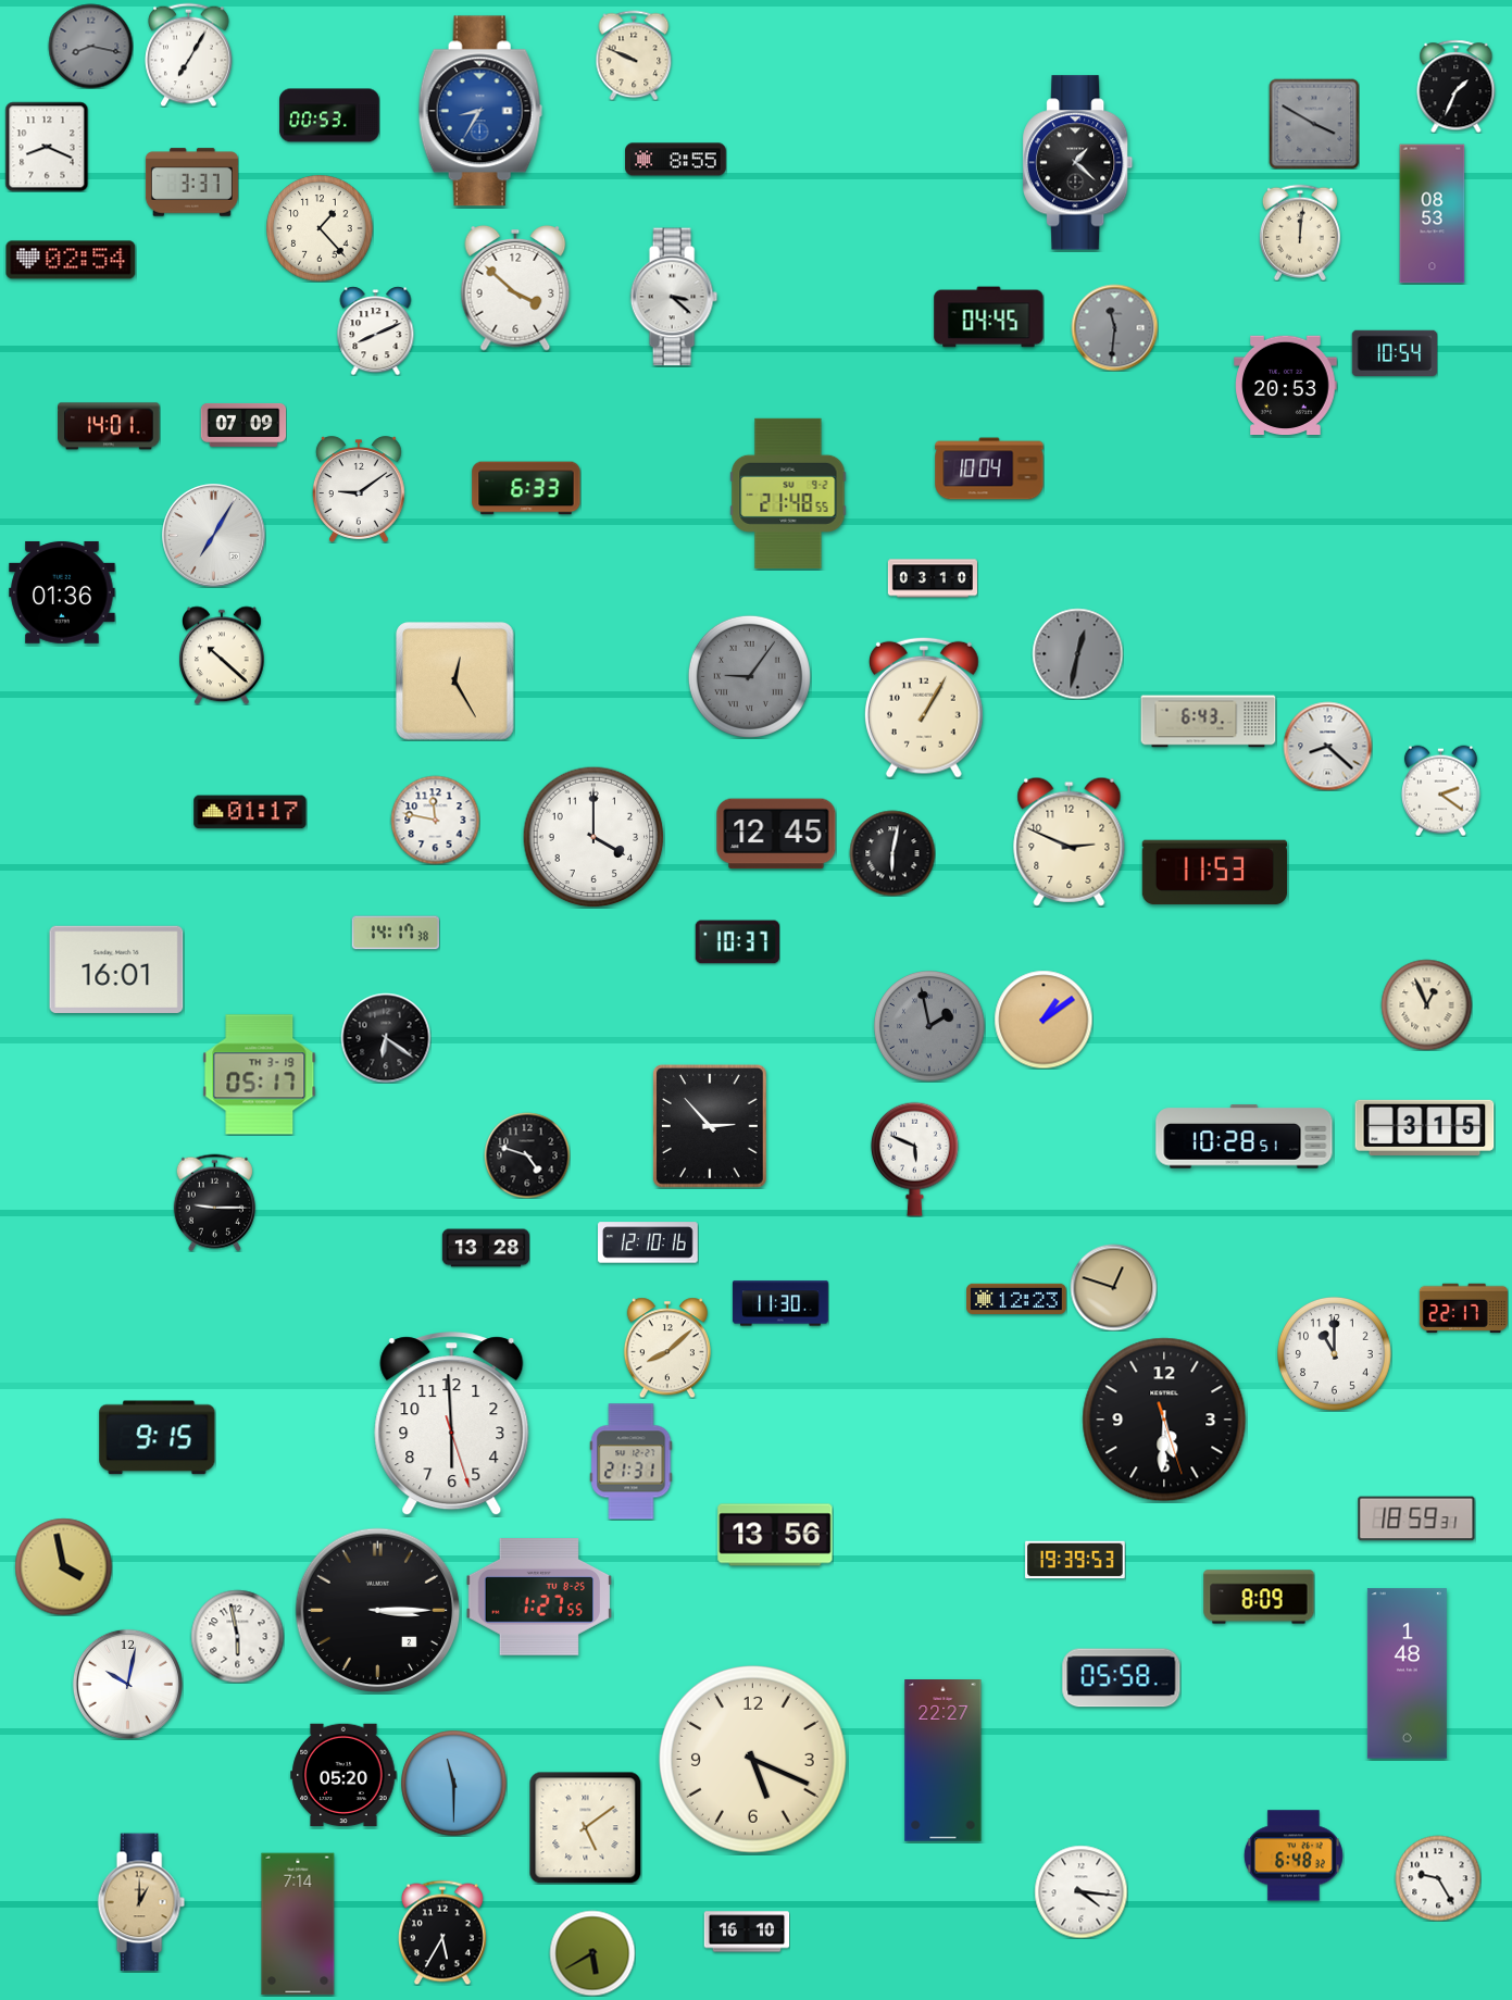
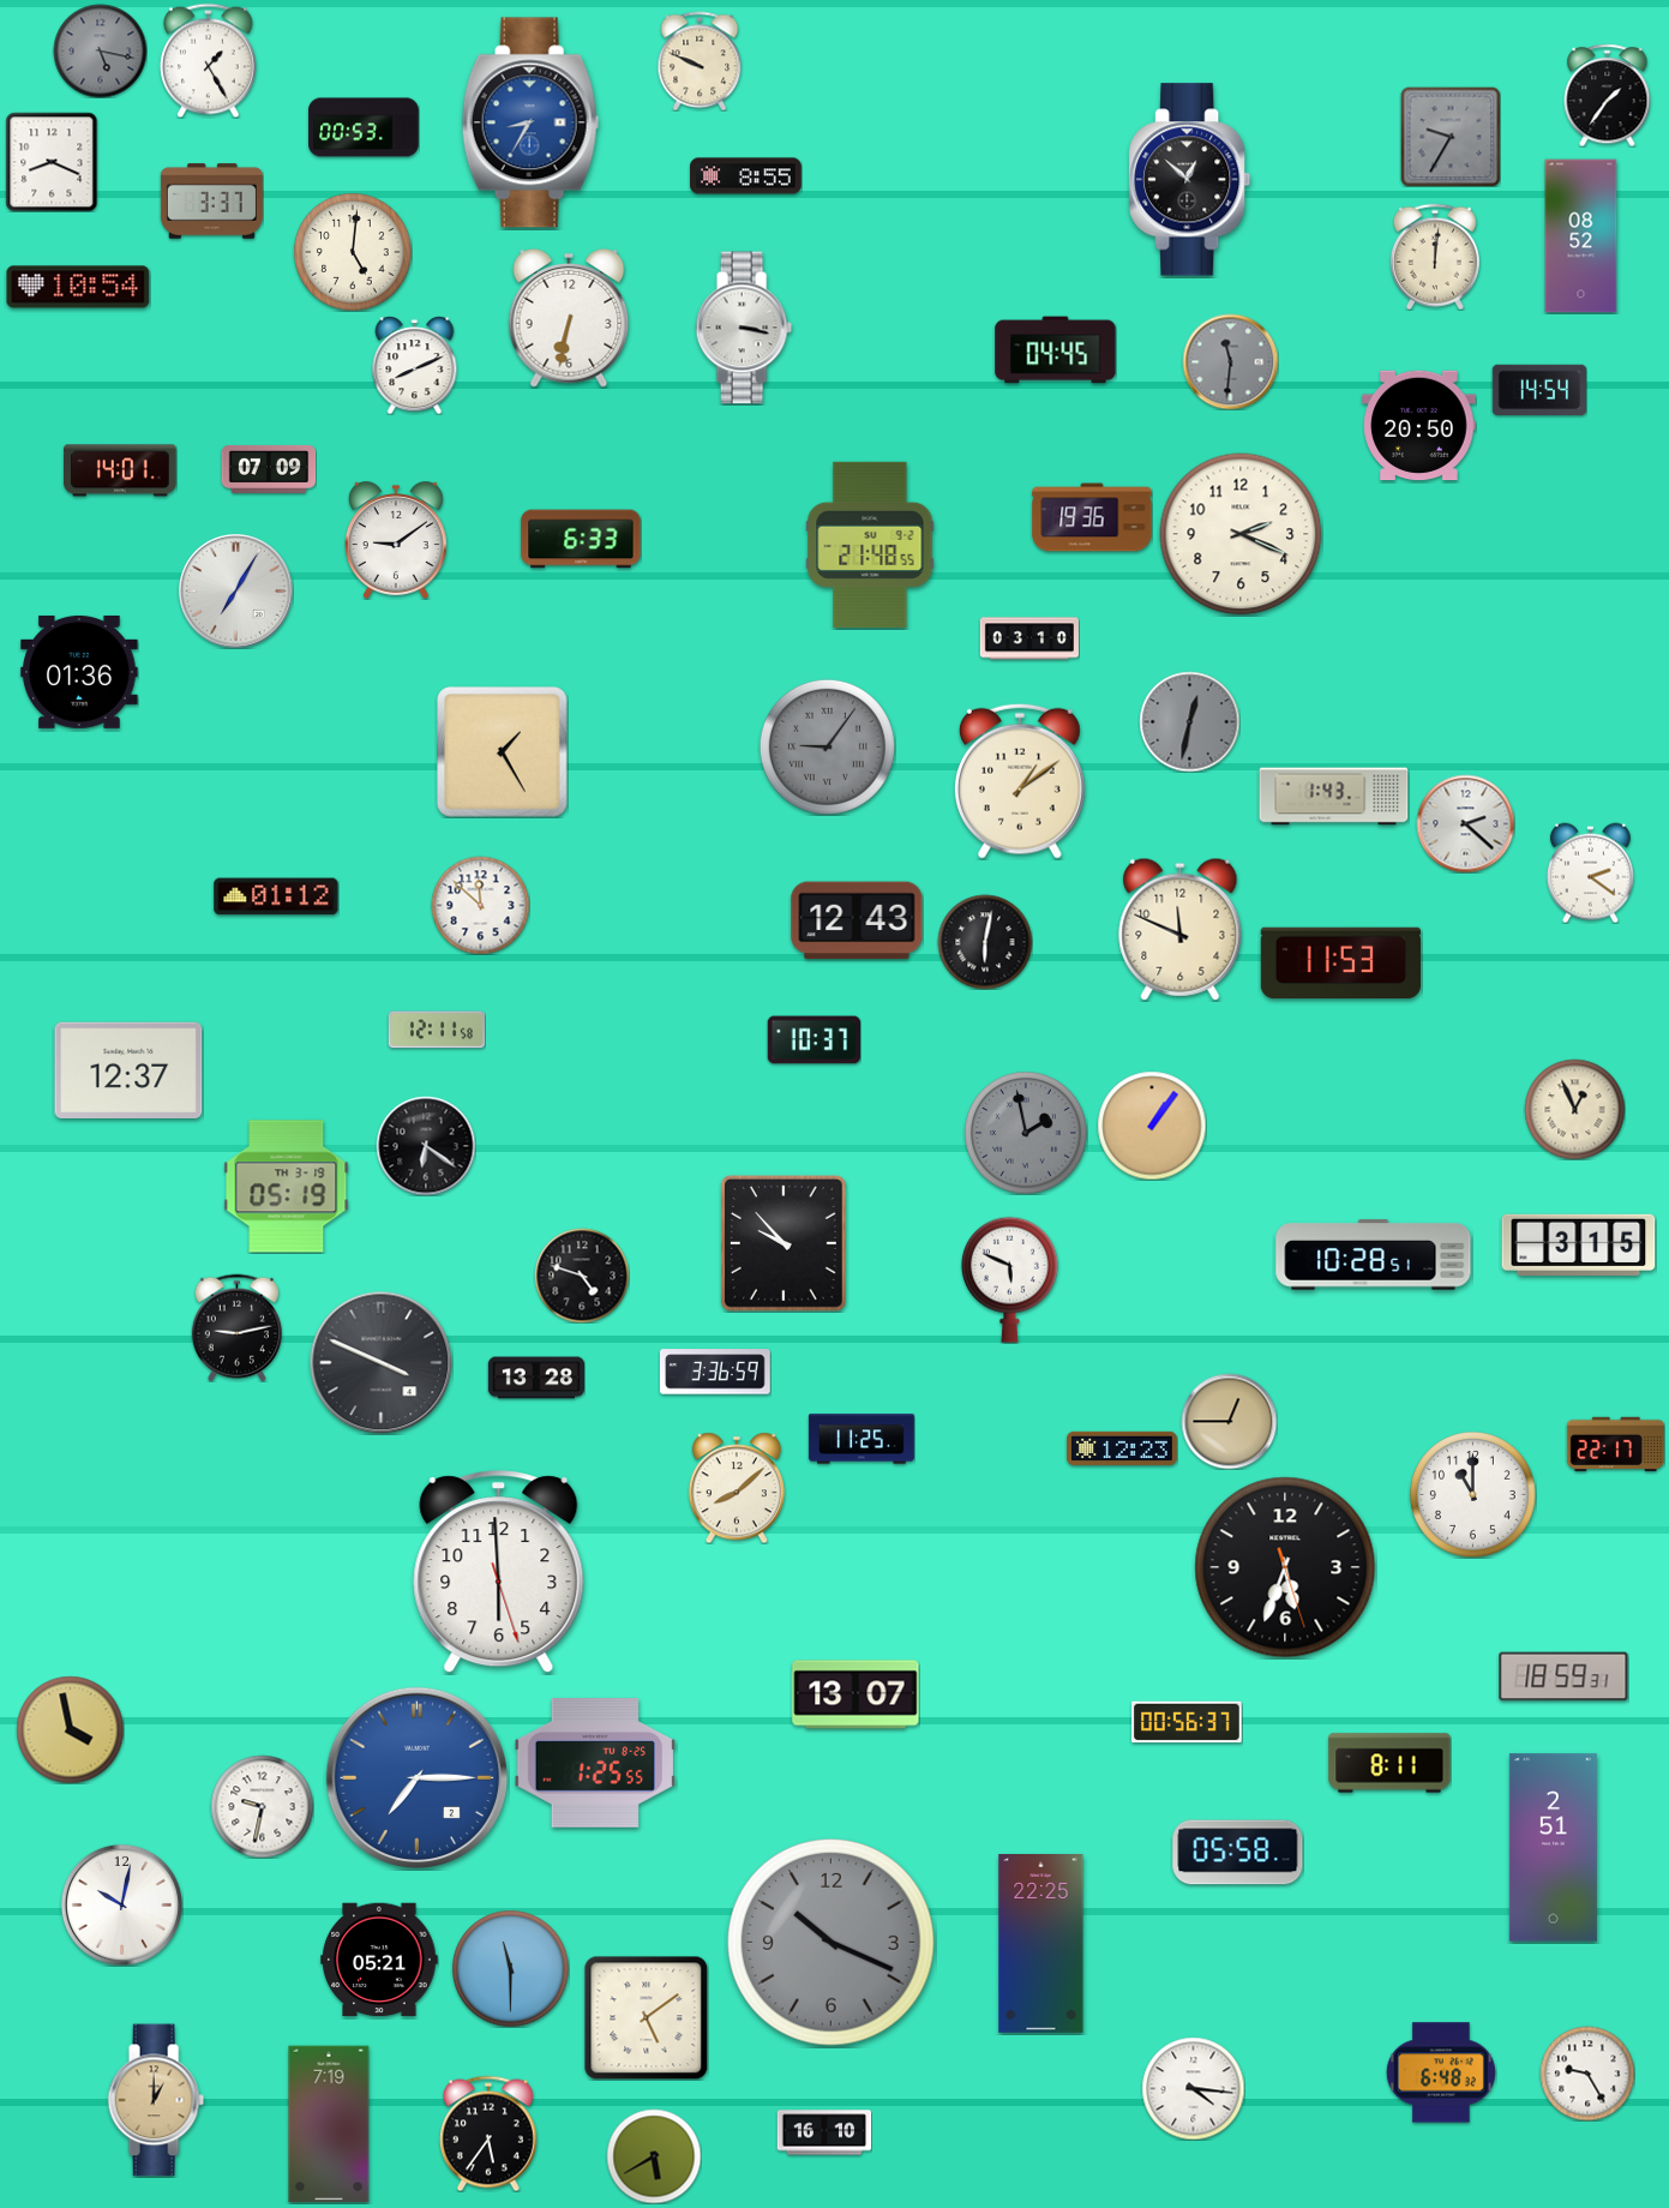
clock at (90, 46): 8:17 -> 5:17
clock at (189, 54): 7:05 -> 1:25
clock at (1457, 86): 1:34 -> 1:36
clock at (1314, 124): 3:50 -> 9:35
clock at (1078, 163): 1:22 -> 12:52
clock at (1433, 214): 08:53 -> 08:52
clock at (320, 228): 1:23 -> 5:01
clock at (71, 260): 02:54 -> 10:54
clock at (515, 288): 3:52 -> 6:32
clock at (674, 297): 3:22 -> 3:17
clock at (989, 317) position: (989, 317) -> (1056, 350)
clock at (1395, 352): 10:54 -> 14:54
clock at (1286, 386): 20:53 -> 20:50
clock at (989, 468): 10:04 -> 19:36
clock at (1241, 534): none -> 2:19
clock at (62, 592) position: (62, 592) -> (79, 672)
clock at (223, 655): 10:22 -> none
clock at (455, 682): 12:25 -> 1:25
clock at (924, 708): 1:05 -> 1:09
clock at (1209, 722): 6:43 -> 1:43
clock at (1327, 746): 8:22 -> 2:22
clock at (250, 812): 01:17 -> 01:12
clock at (435, 820): 11:47 -> 11:52
clock at (776, 834): 12:45 -> 12:43
clock at (593, 837): 4:00 -> none
clock at (1070, 841): 2:49 -> 11:49
clock at (396, 933): 14:17 -> 12:11
clock at (116, 970): 16:01 -> 12:37
clock at (1044, 1020): 1:09 -> 1:06
clock at (260, 1075): 05:17 -> 05:19
clock at (710, 1126): 2:53 -> 9:53
clock at (1425, 1127) position: (1425, 1127) -> (1579, 1244)
clock at (214, 1202): 9:15 -> 9:13
clock at (382, 1363): none -> 3:49
clock at (649, 1242): 12:10 -> 3:36
clock at (1113, 1287): 12:48 -> 12:45
clock at (1016, 1299) position: (1016, 1299) -> (1122, 1448)
clock at (780, 1303): 11:30 -> 11:25
clock at (1164, 1420): 5:30 -> 5:33
clock at (158, 1438): 9:15 -> none
clock at (632, 1462): 21:31 -> none
clock at (775, 1535): 13:56 -> 13:07
clock at (1075, 1560): 19:39 -> 00:56
clock at (1259, 1597): 8:09 -> 8:11
clock at (538, 1598): 1:27 -> 1:25
clock at (378, 1611): 3:15 -> 7:15
clock at (378, 1611) dial: black -> blue
clock at (237, 1636): 5:58 -> 9:32
clock at (1407, 1674): 1:48 -> 2:51
clock at (127, 1684) position: (127, 1684) -> (121, 1904)
clock at (753, 1760): 5:19 -> 10:19
clock at (753, 1760) dial: cream -> grey
clock at (944, 1761): 22:27 -> 22:25
clock at (343, 1775): 05:20 -> 05:21
clock at (454, 1784) position: (454, 1784) -> (511, 1969)
clock at (1294, 1855) position: (1294, 1855) -> (1441, 2072)
clock at (298, 1924): 7:14 -> 7:19
clock at (442, 1933): 5:35 -> 5:36
